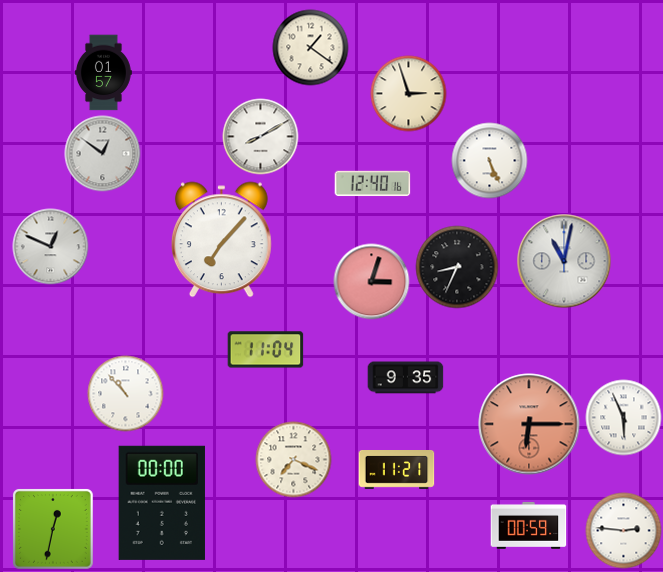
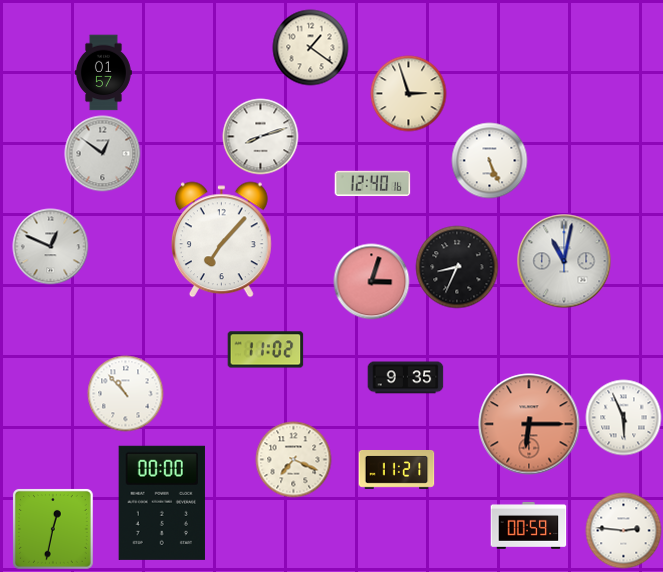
clock at (261, 137): 8:10 -> 8:12
clock at (266, 350): 11:04 -> 11:02
